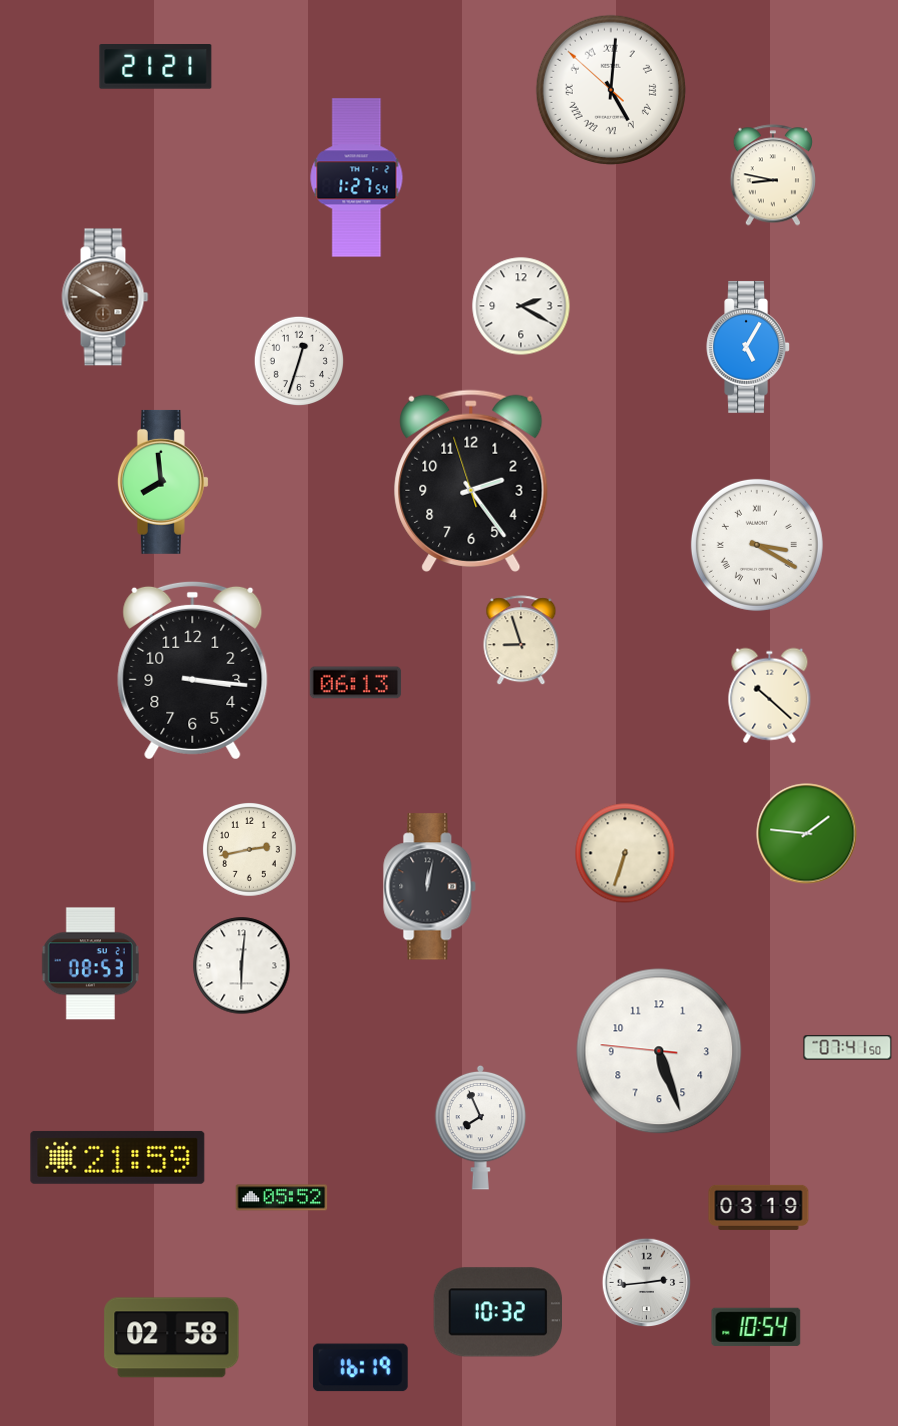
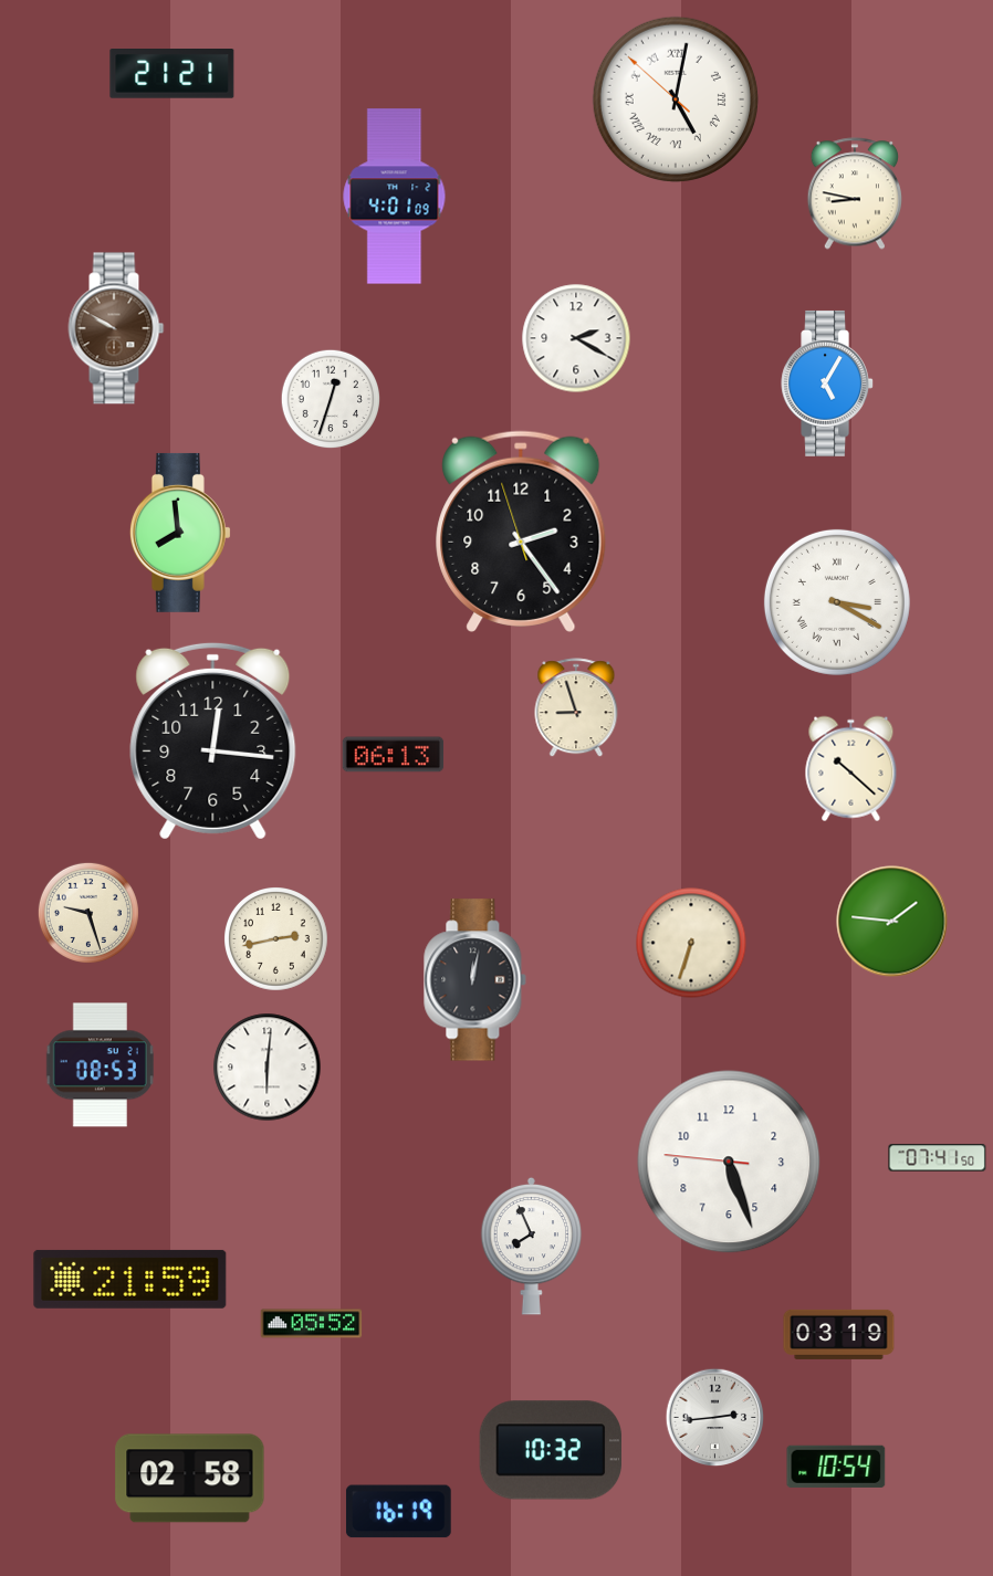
clock at (611, 90): 5:00 -> 5:01
clock at (357, 178): 1:27 -> 4:01
clock at (193, 670): 3:16 -> 12:16
clock at (88, 913): none -> 9:27
